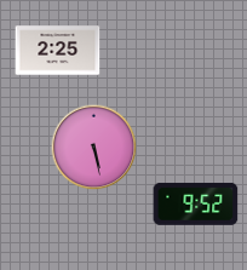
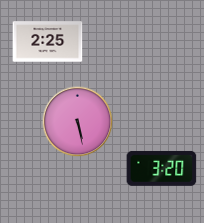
clock at (196, 203): 9:52 -> 3:20
